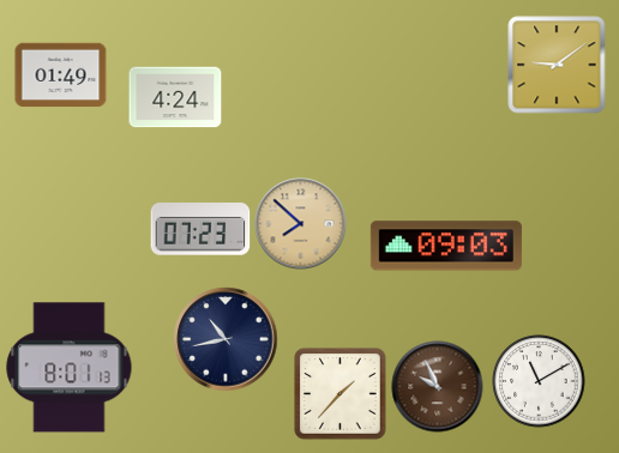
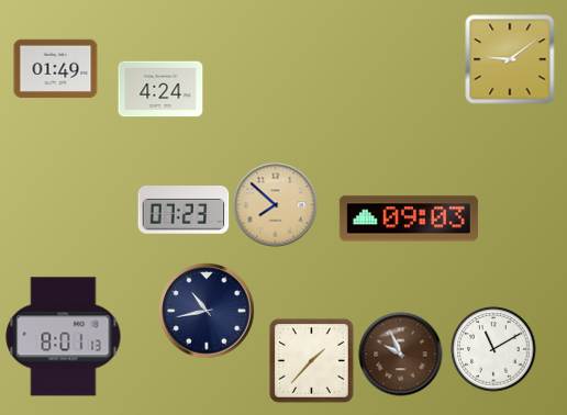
clock at (446, 246) position: (446, 246) -> (409, 218)
